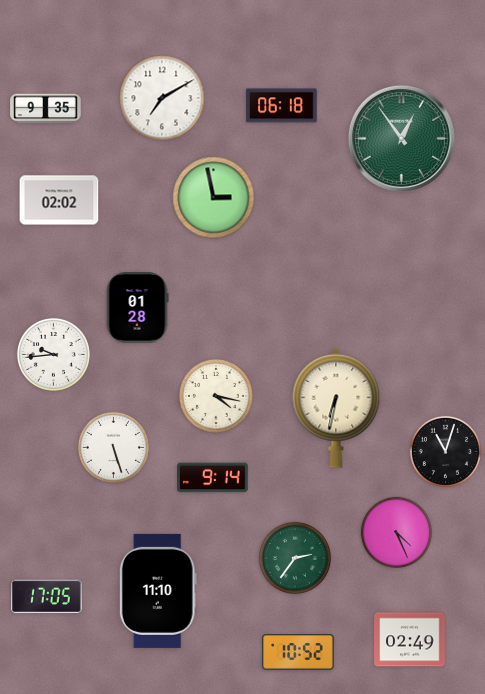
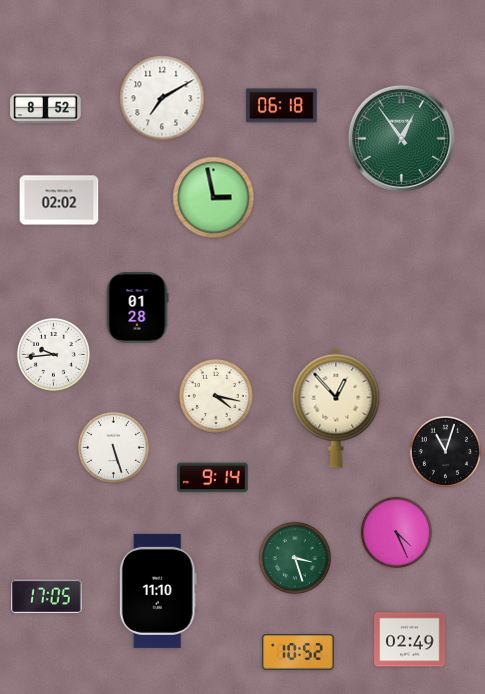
clock at (46, 109): 9:35 -> 8:52
clock at (336, 408): 6:32 -> 12:53
clock at (295, 558): 2:36 -> 3:27
